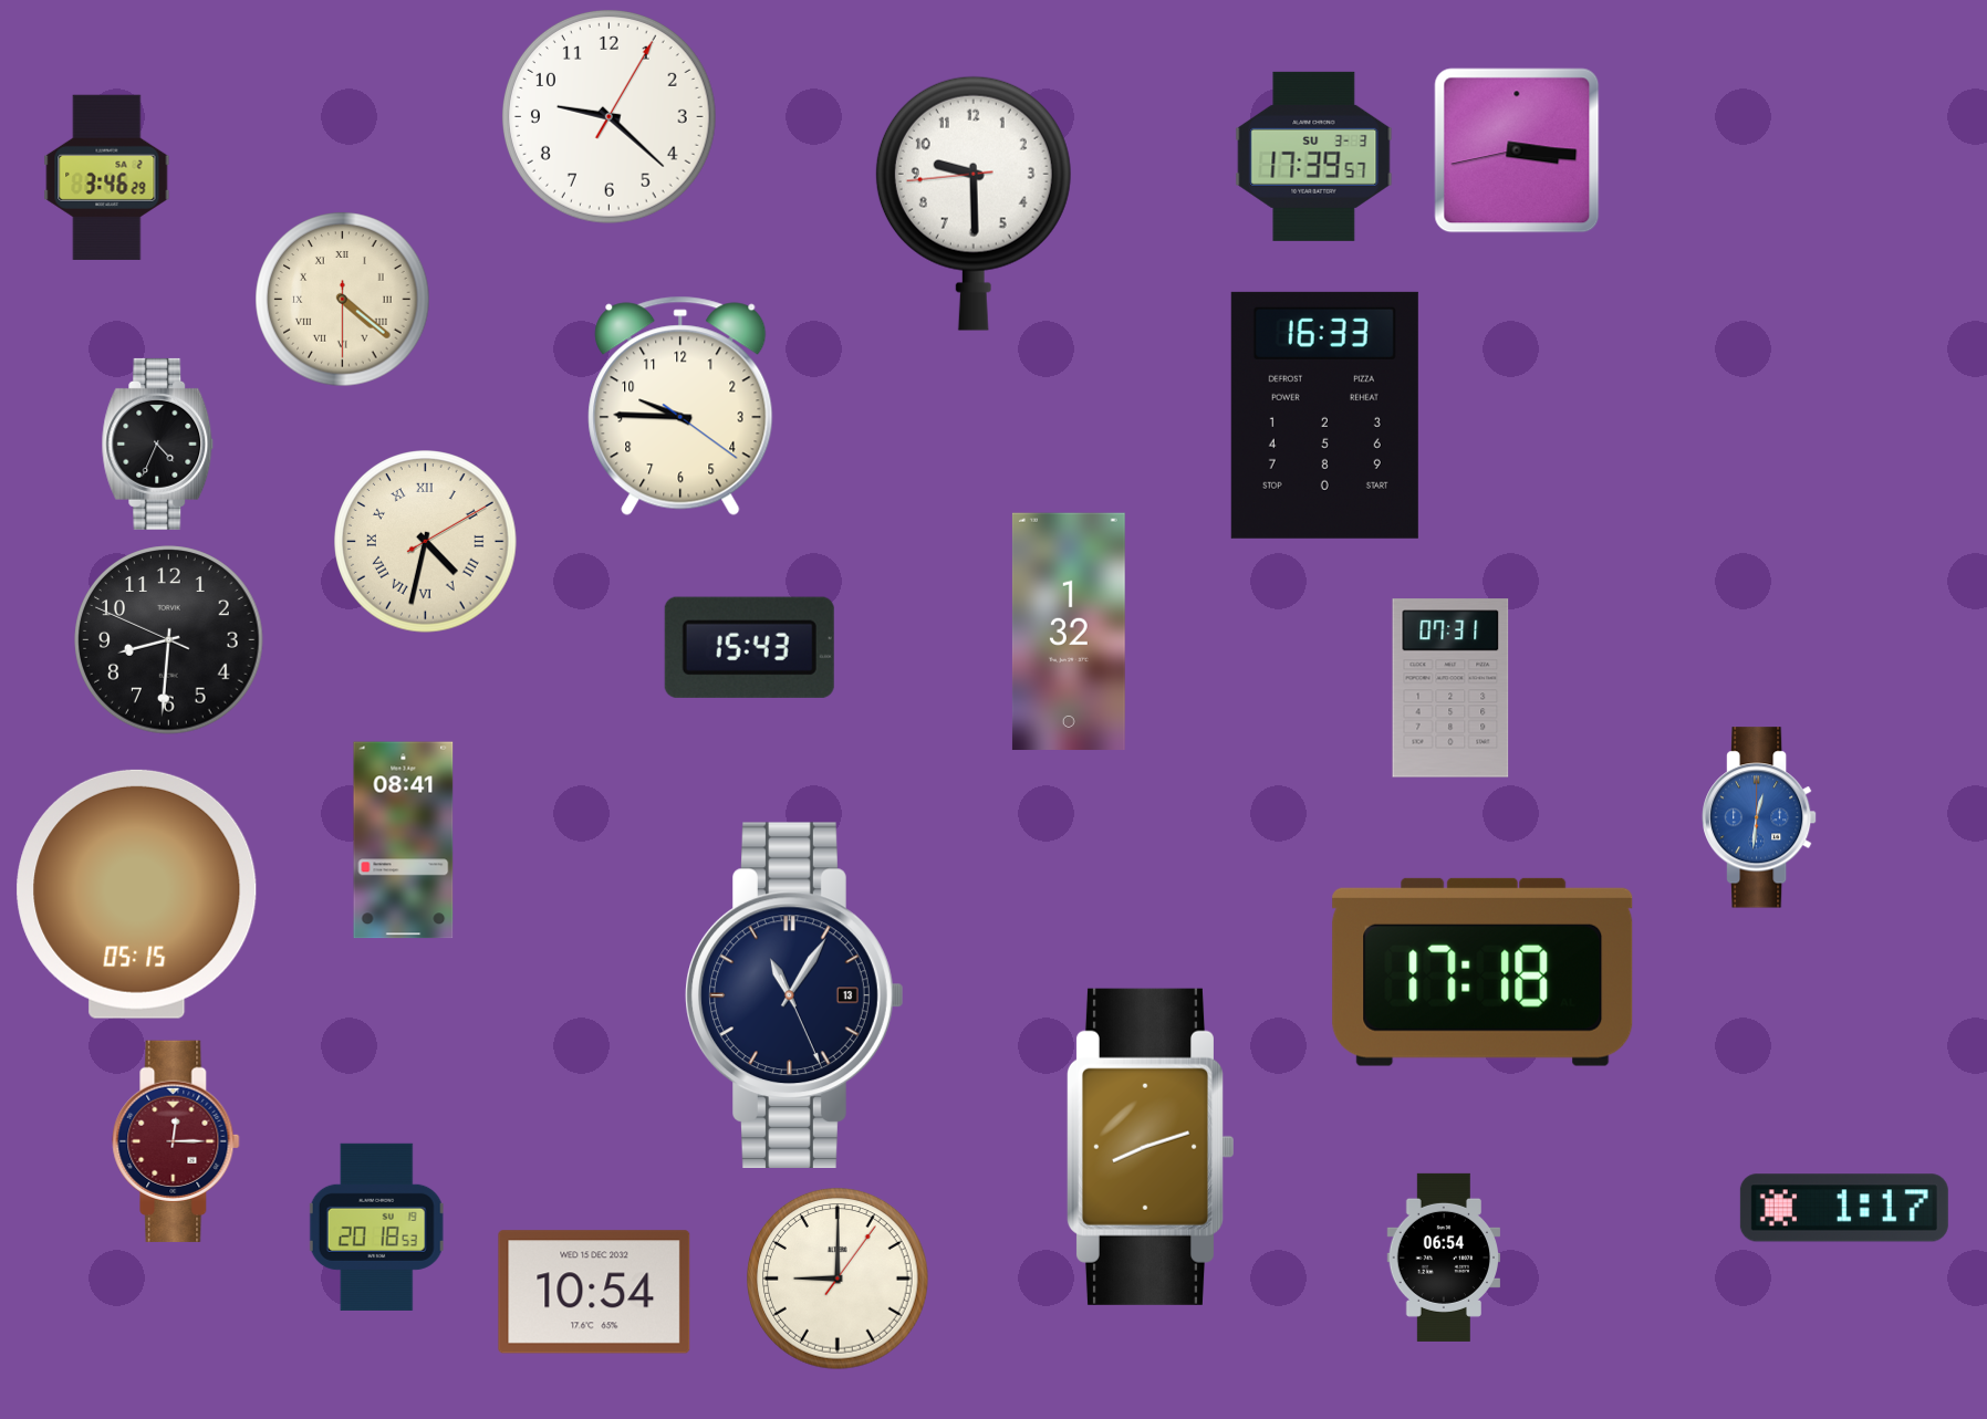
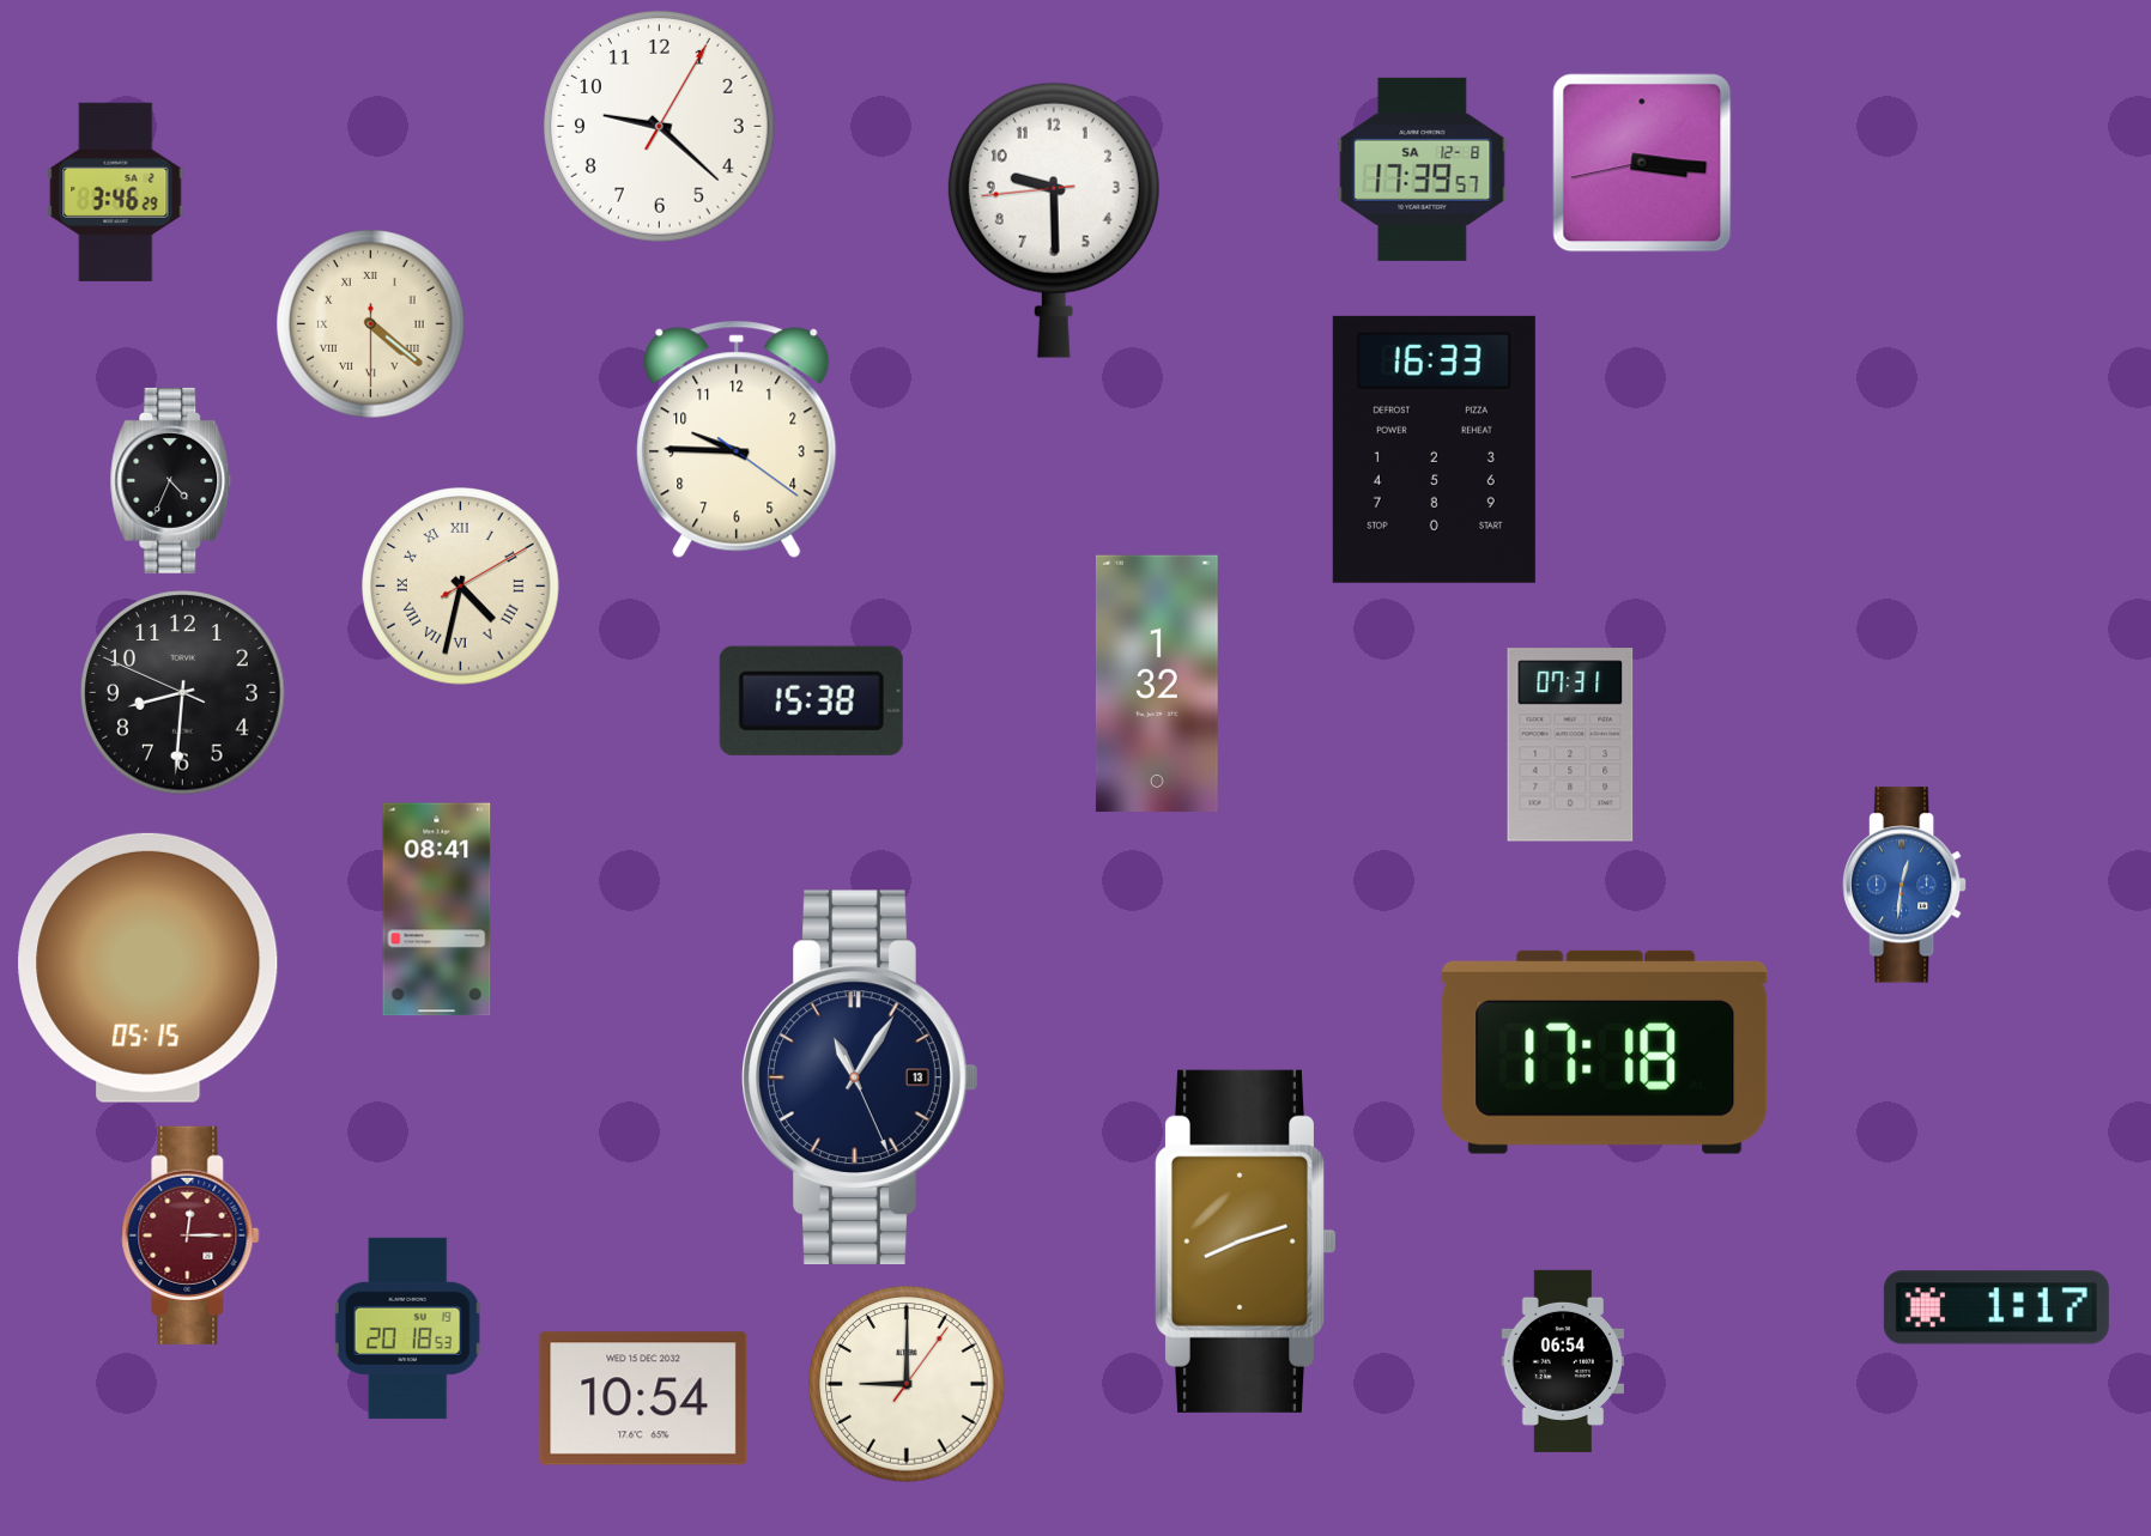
clock at (1314, 156) date: SU 3-3 -> SA 12-8
clock at (749, 647): 15:43 -> 15:38
